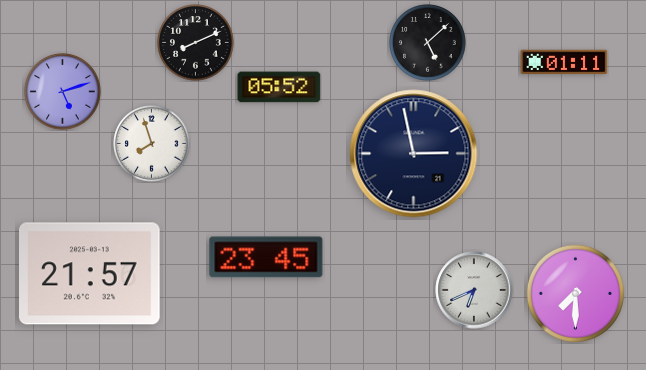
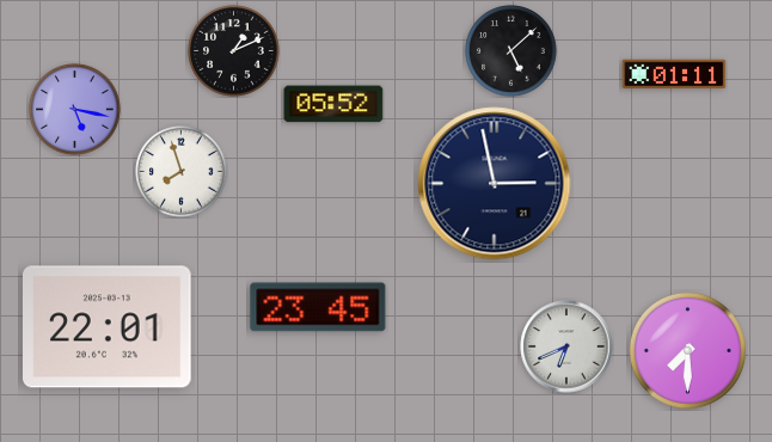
clock at (196, 43): 8:11 -> 1:11
clock at (63, 92): 5:12 -> 5:17
clock at (90, 274): 21:57 -> 22:01
